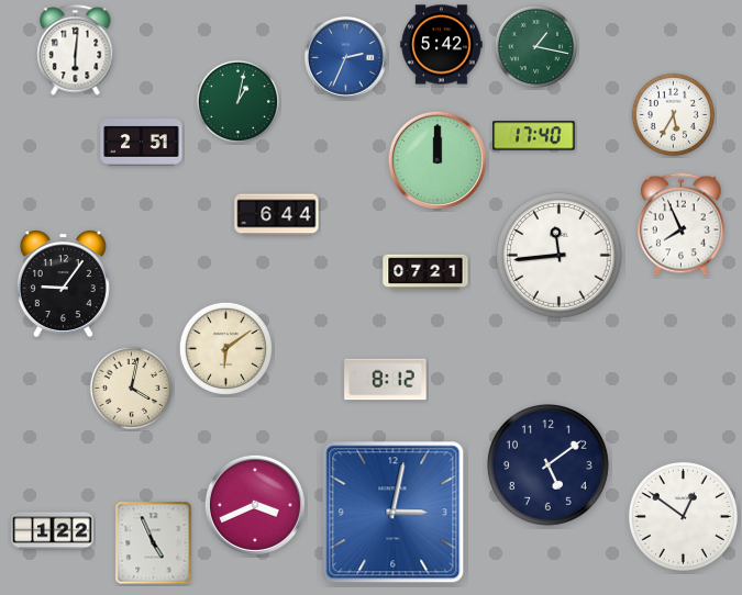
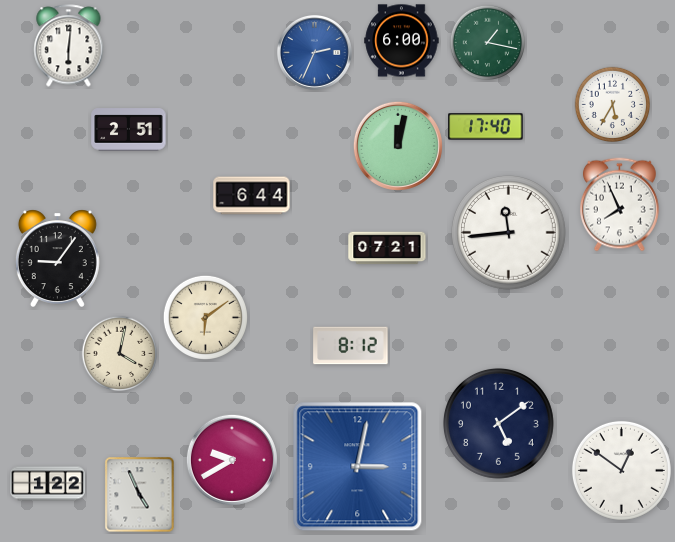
clock at (442, 45): 5:42 -> 6:00
clock at (239, 102): 1:02 -> none
clock at (534, 136) position: (534, 136) -> (486, 127)
clock at (438, 160): 12:00 -> 12:02
clock at (255, 505): 3:41 -> 9:40
